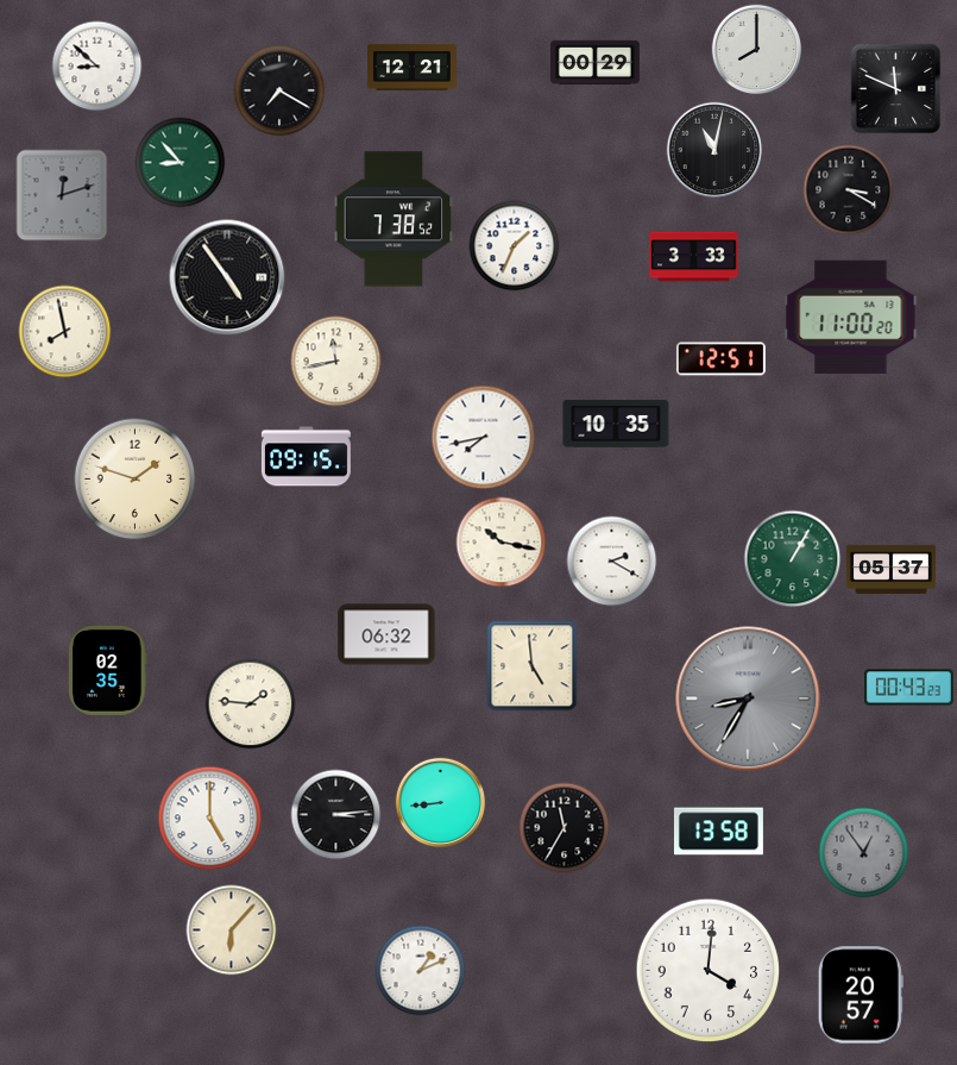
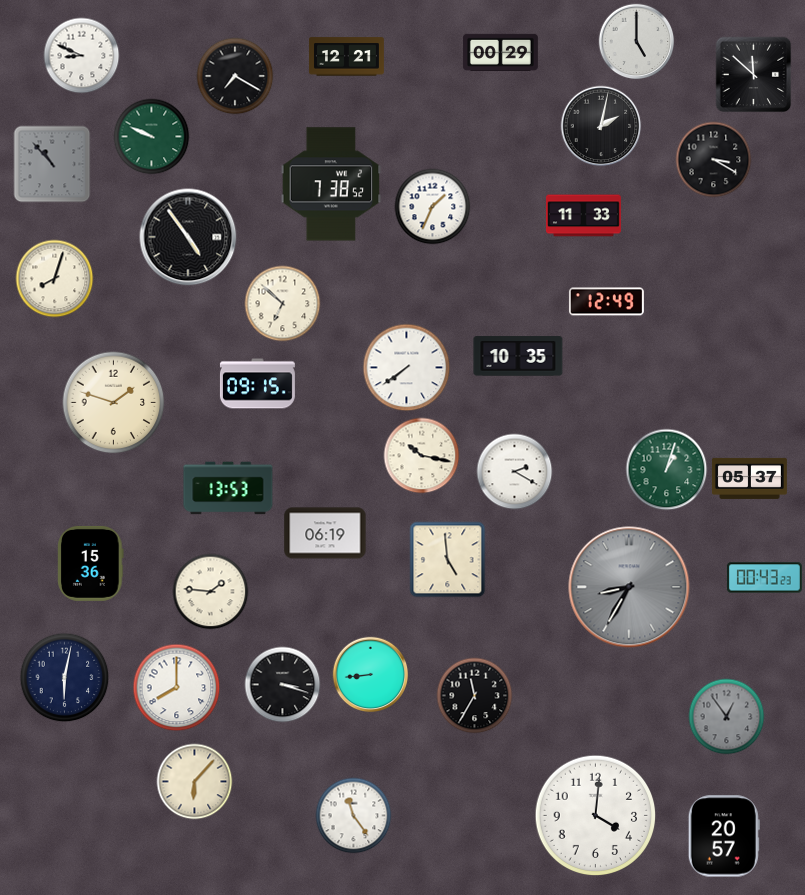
clock at (757, 50): 8:00 -> 5:00
clock at (97, 67): 8:52 -> 8:49
clock at (896, 89): 11:49 -> 11:52
clock at (714, 150): 11:02 -> 2:02
clock at (181, 163): 8:53 -> 9:49
clock at (62, 195): 12:12 -> 10:53
clock at (693, 257): 3:33 -> 11:33
clock at (227, 277) position: (227, 277) -> (188, 237)
clock at (851, 317): 11:00 -> none
clock at (65, 332): 7:58 -> 8:03
clock at (720, 359): 12:51 -> 12:49
clock at (336, 362): 11:43 -> 6:52
clock at (484, 438): 7:43 -> 7:39
clock at (793, 559): 1:05 -> 1:03
clock at (228, 488): none -> 13:53
clock at (386, 634): 06:32 -> 06:19
clock at (108, 670): 02:35 -> 15:36
clock at (65, 678): none -> 6:02
clock at (336, 815): 3:14 -> 3:18
clock at (210, 819): 5:00 -> 8:00
clock at (718, 832): 13:58 -> none
clock at (421, 971): 1:11 -> 11:24
